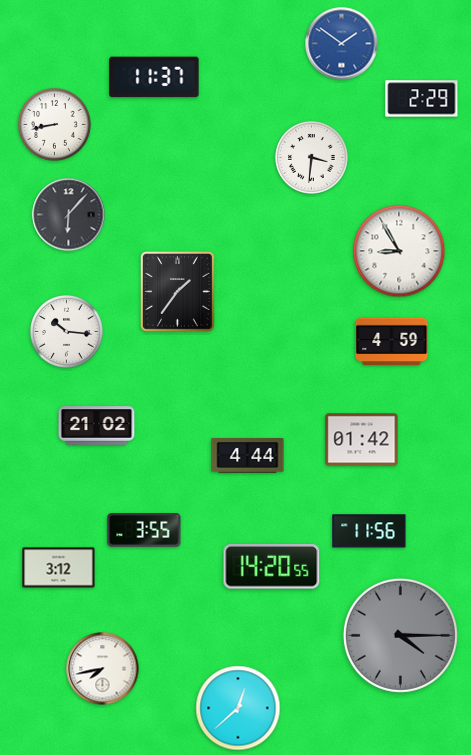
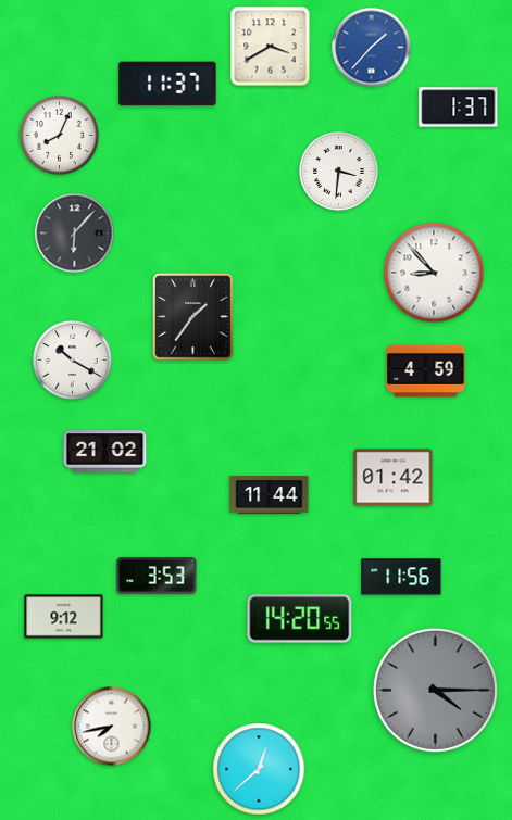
clock at (271, 47): none -> 3:40
clock at (342, 44): 1:51 -> 1:37
clock at (422, 99): 2:29 -> 1:37
clock at (55, 125): 8:43 -> 8:04
clock at (399, 251): 8:55 -> 8:53
clock at (67, 332): 10:16 -> 10:20
clock at (97, 426) position: (97, 426) -> (105, 452)
clock at (248, 456): 4:44 -> 11:44
clock at (144, 530): 3:55 -> 3:53
clock at (272, 567) position: (272, 567) -> (300, 619)
clock at (59, 568): 3:12 -> 9:12
